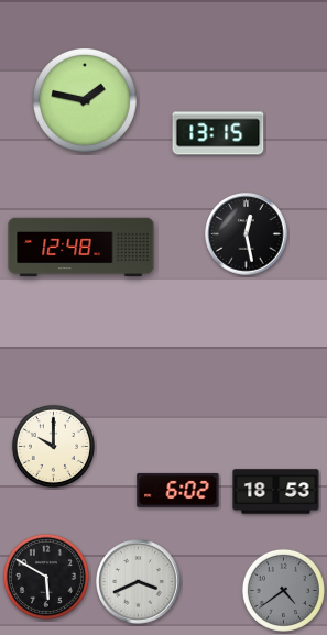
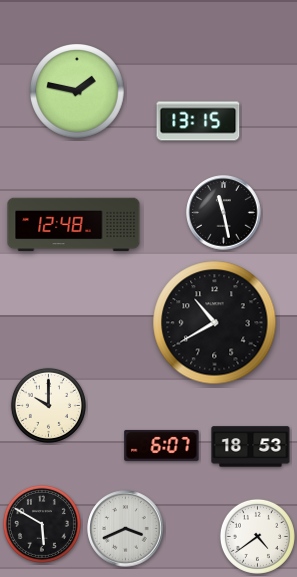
clock at (247, 234): 12:28 -> 11:28
clock at (215, 323): none -> 10:40
clock at (178, 490): 6:02 -> 6:07
clock at (283, 590) dial: grey -> white
